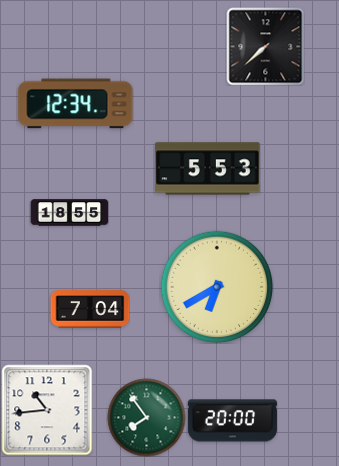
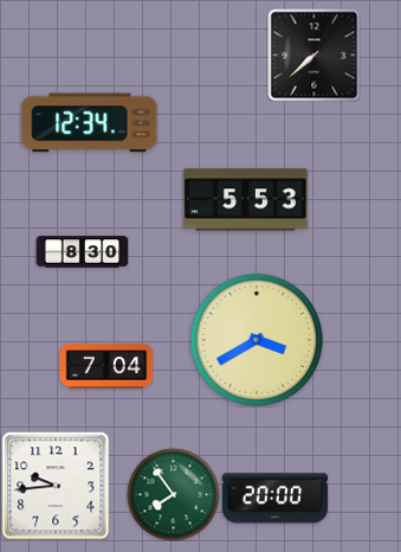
clock at (69, 213): 18:55 -> 8:30
clock at (217, 287): 6:40 -> 3:40
clock at (47, 410): 10:44 -> 9:44
